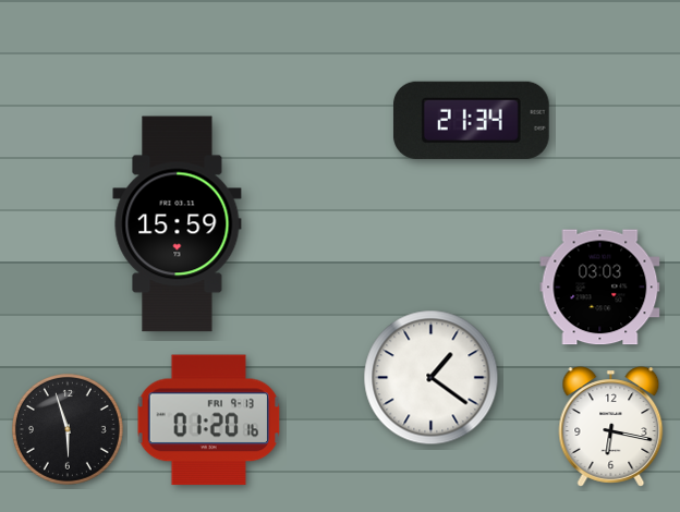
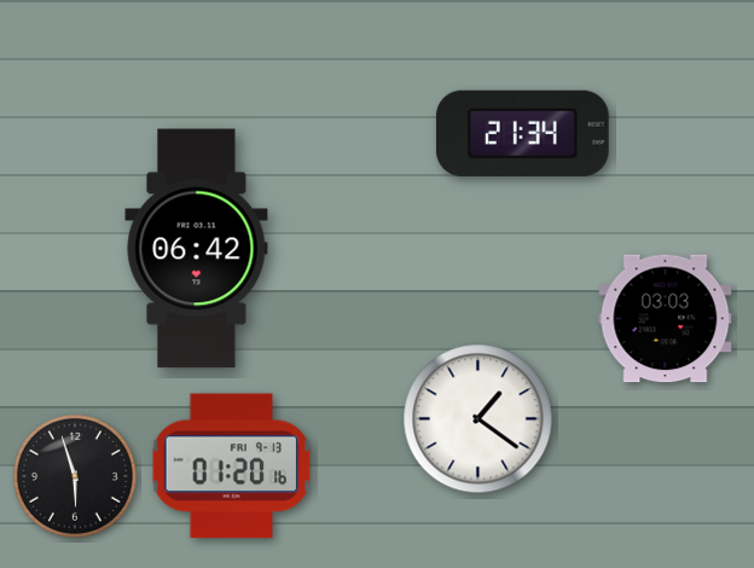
clock at (178, 224): 15:59 -> 06:42
clock at (611, 427): 6:17 -> none
